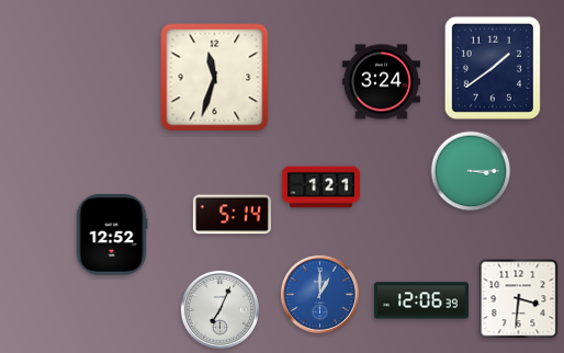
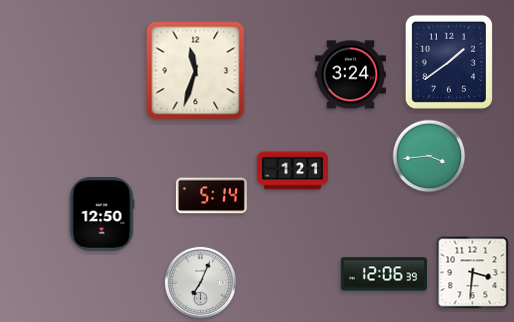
clock at (381, 82) position: (381, 82) -> (350, 75)
clock at (471, 171): 3:15 -> 3:44
clock at (112, 235): 12:52 -> 12:50
clock at (319, 294): 1:00 -> none
